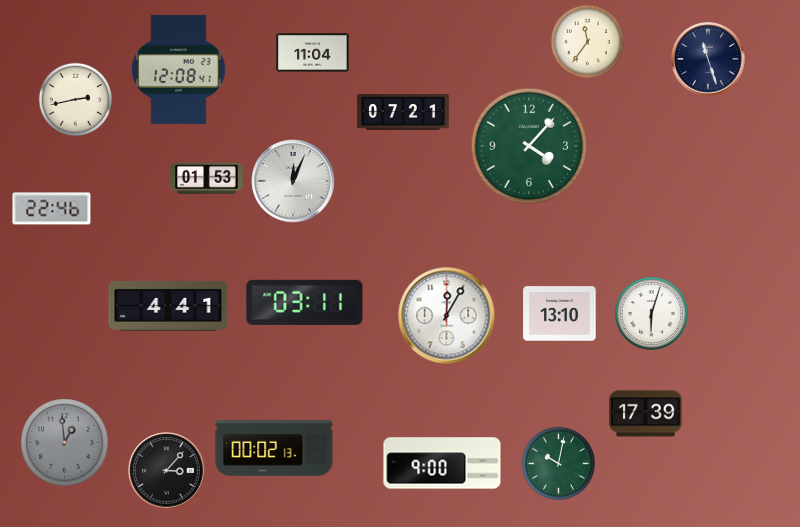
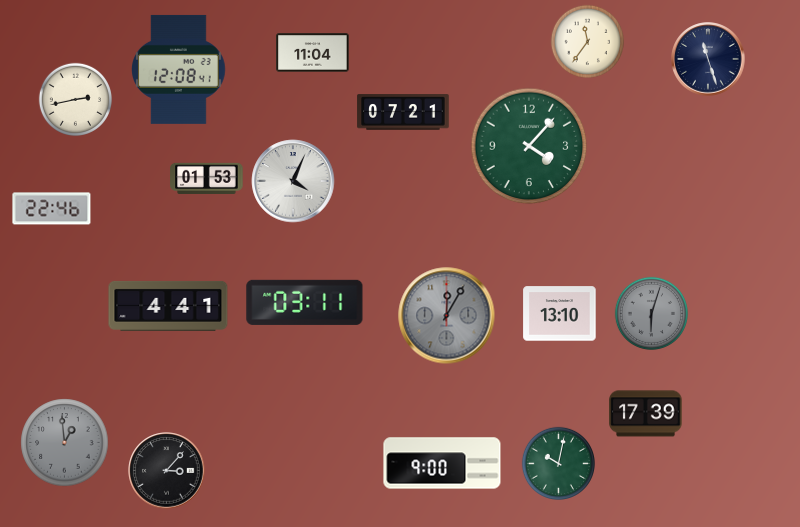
clock at (293, 181): 12:04 -> 4:04
clock at (651, 313) dial: white -> grey
clock at (447, 316) dial: white -> grey
clock at (274, 449): 00:02 -> none
